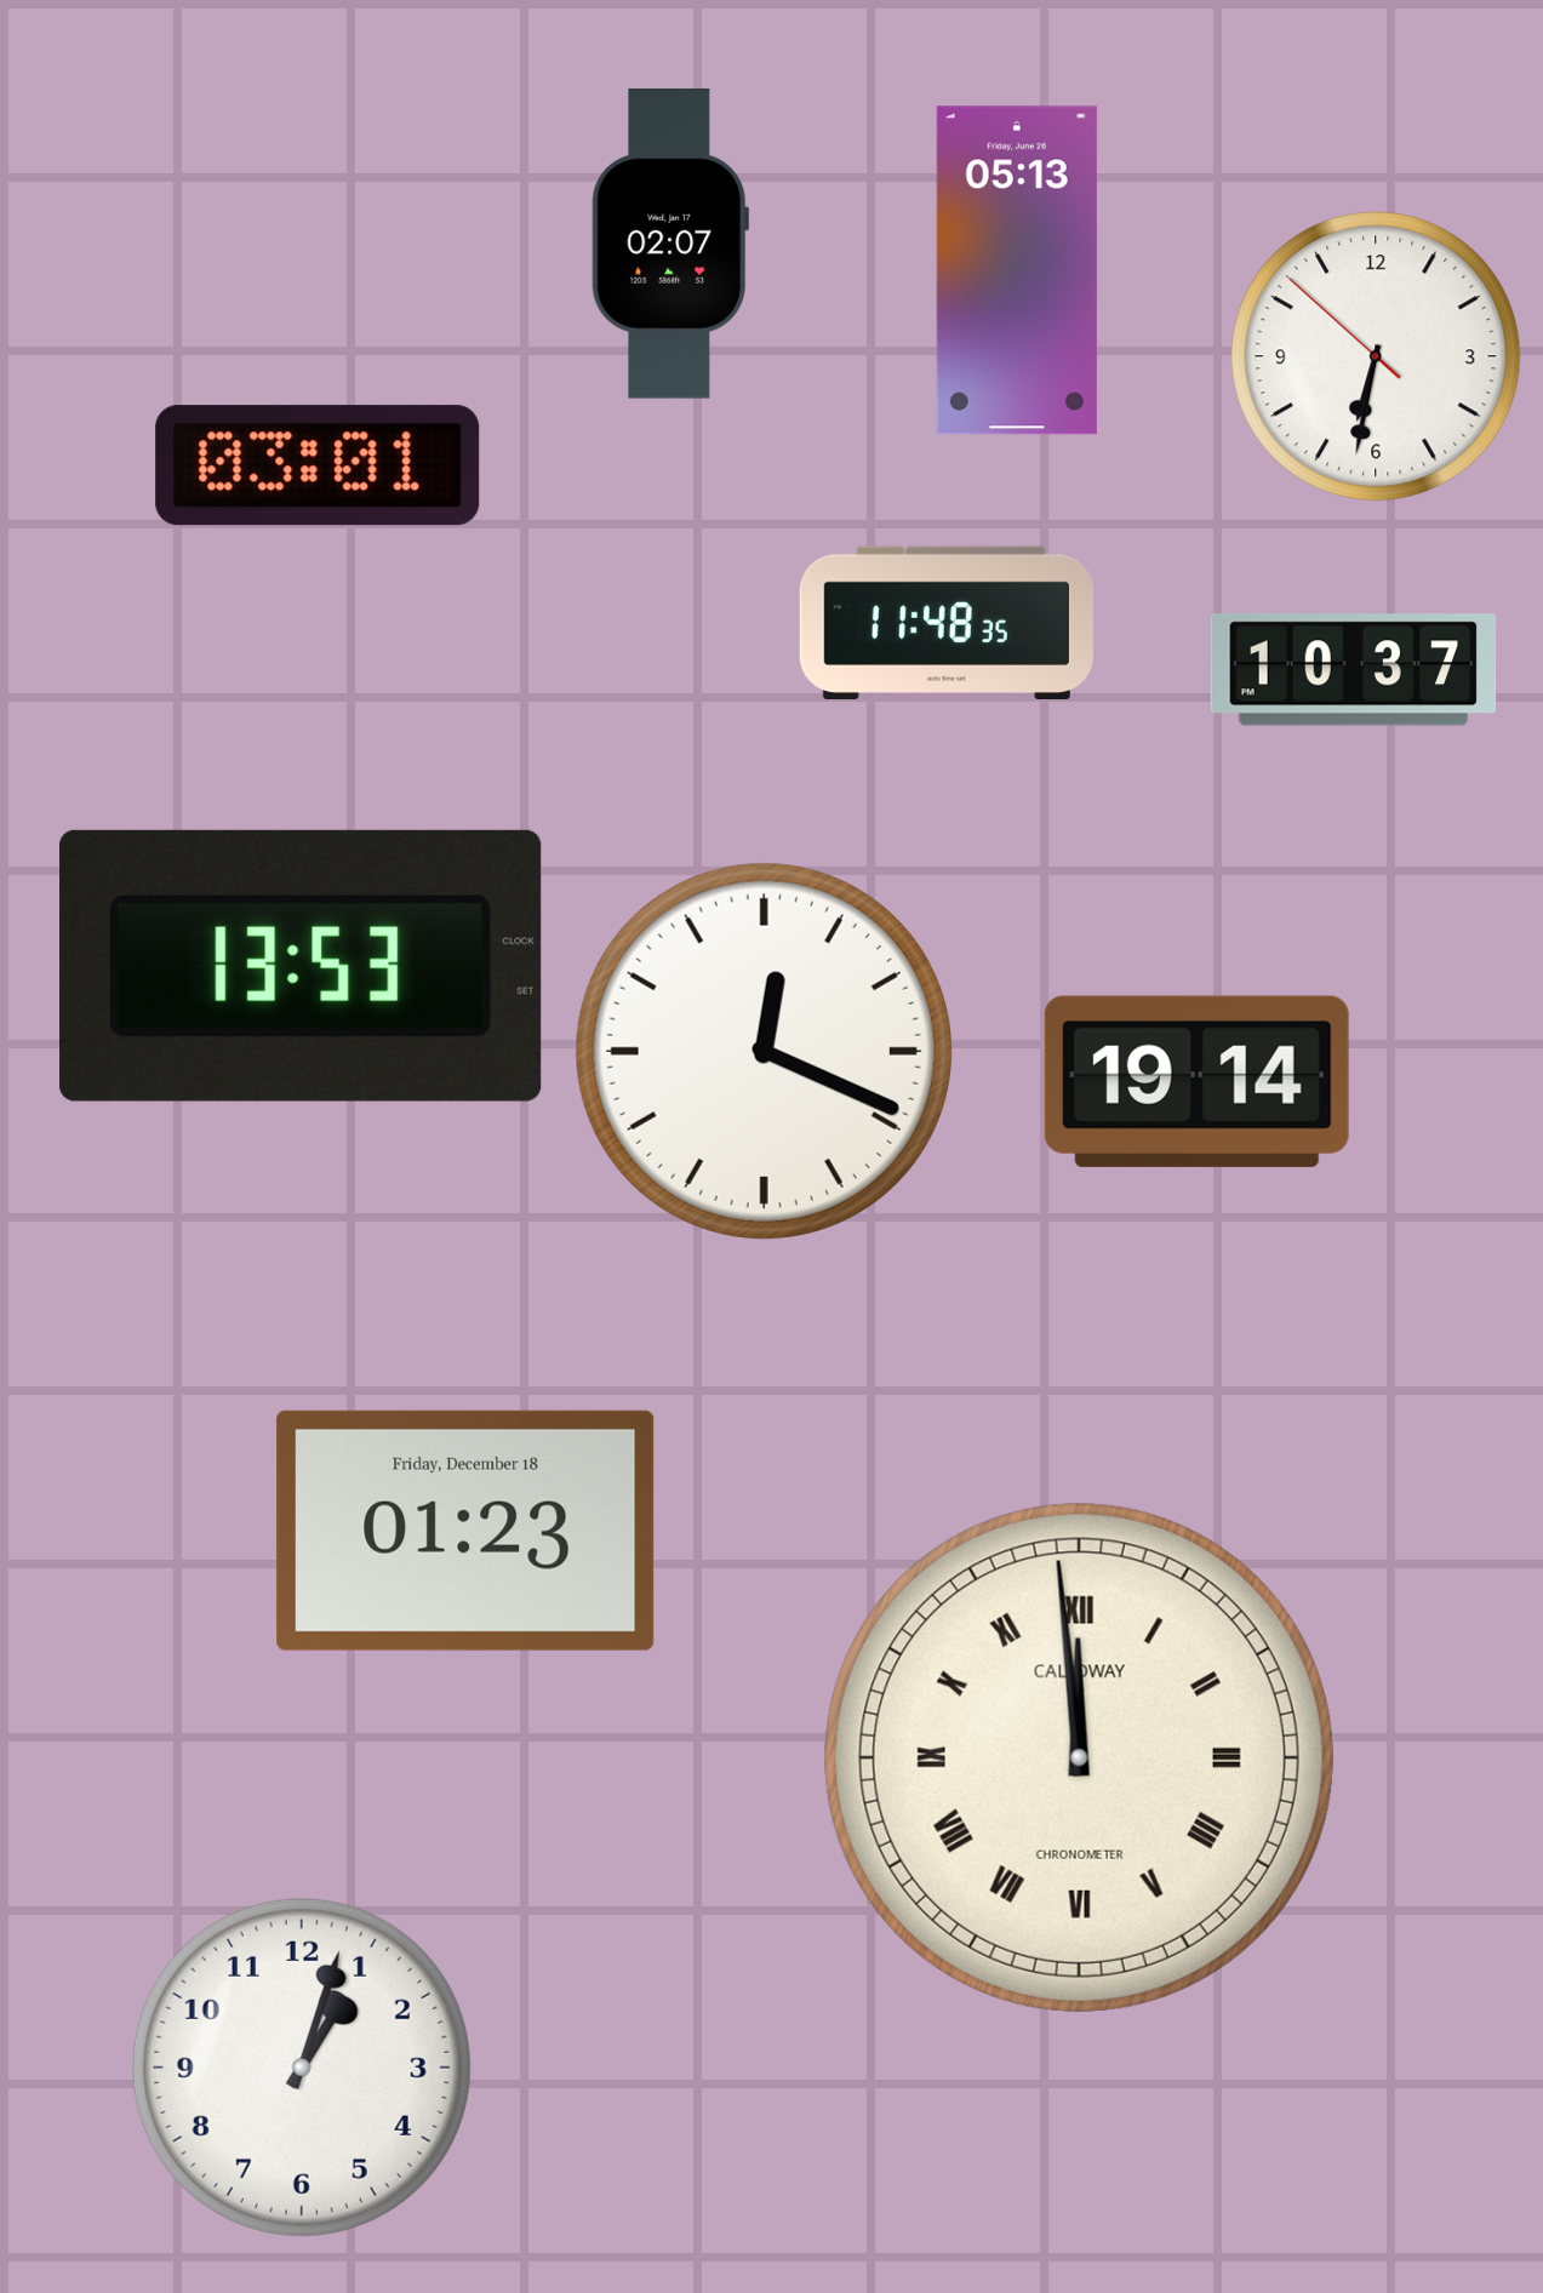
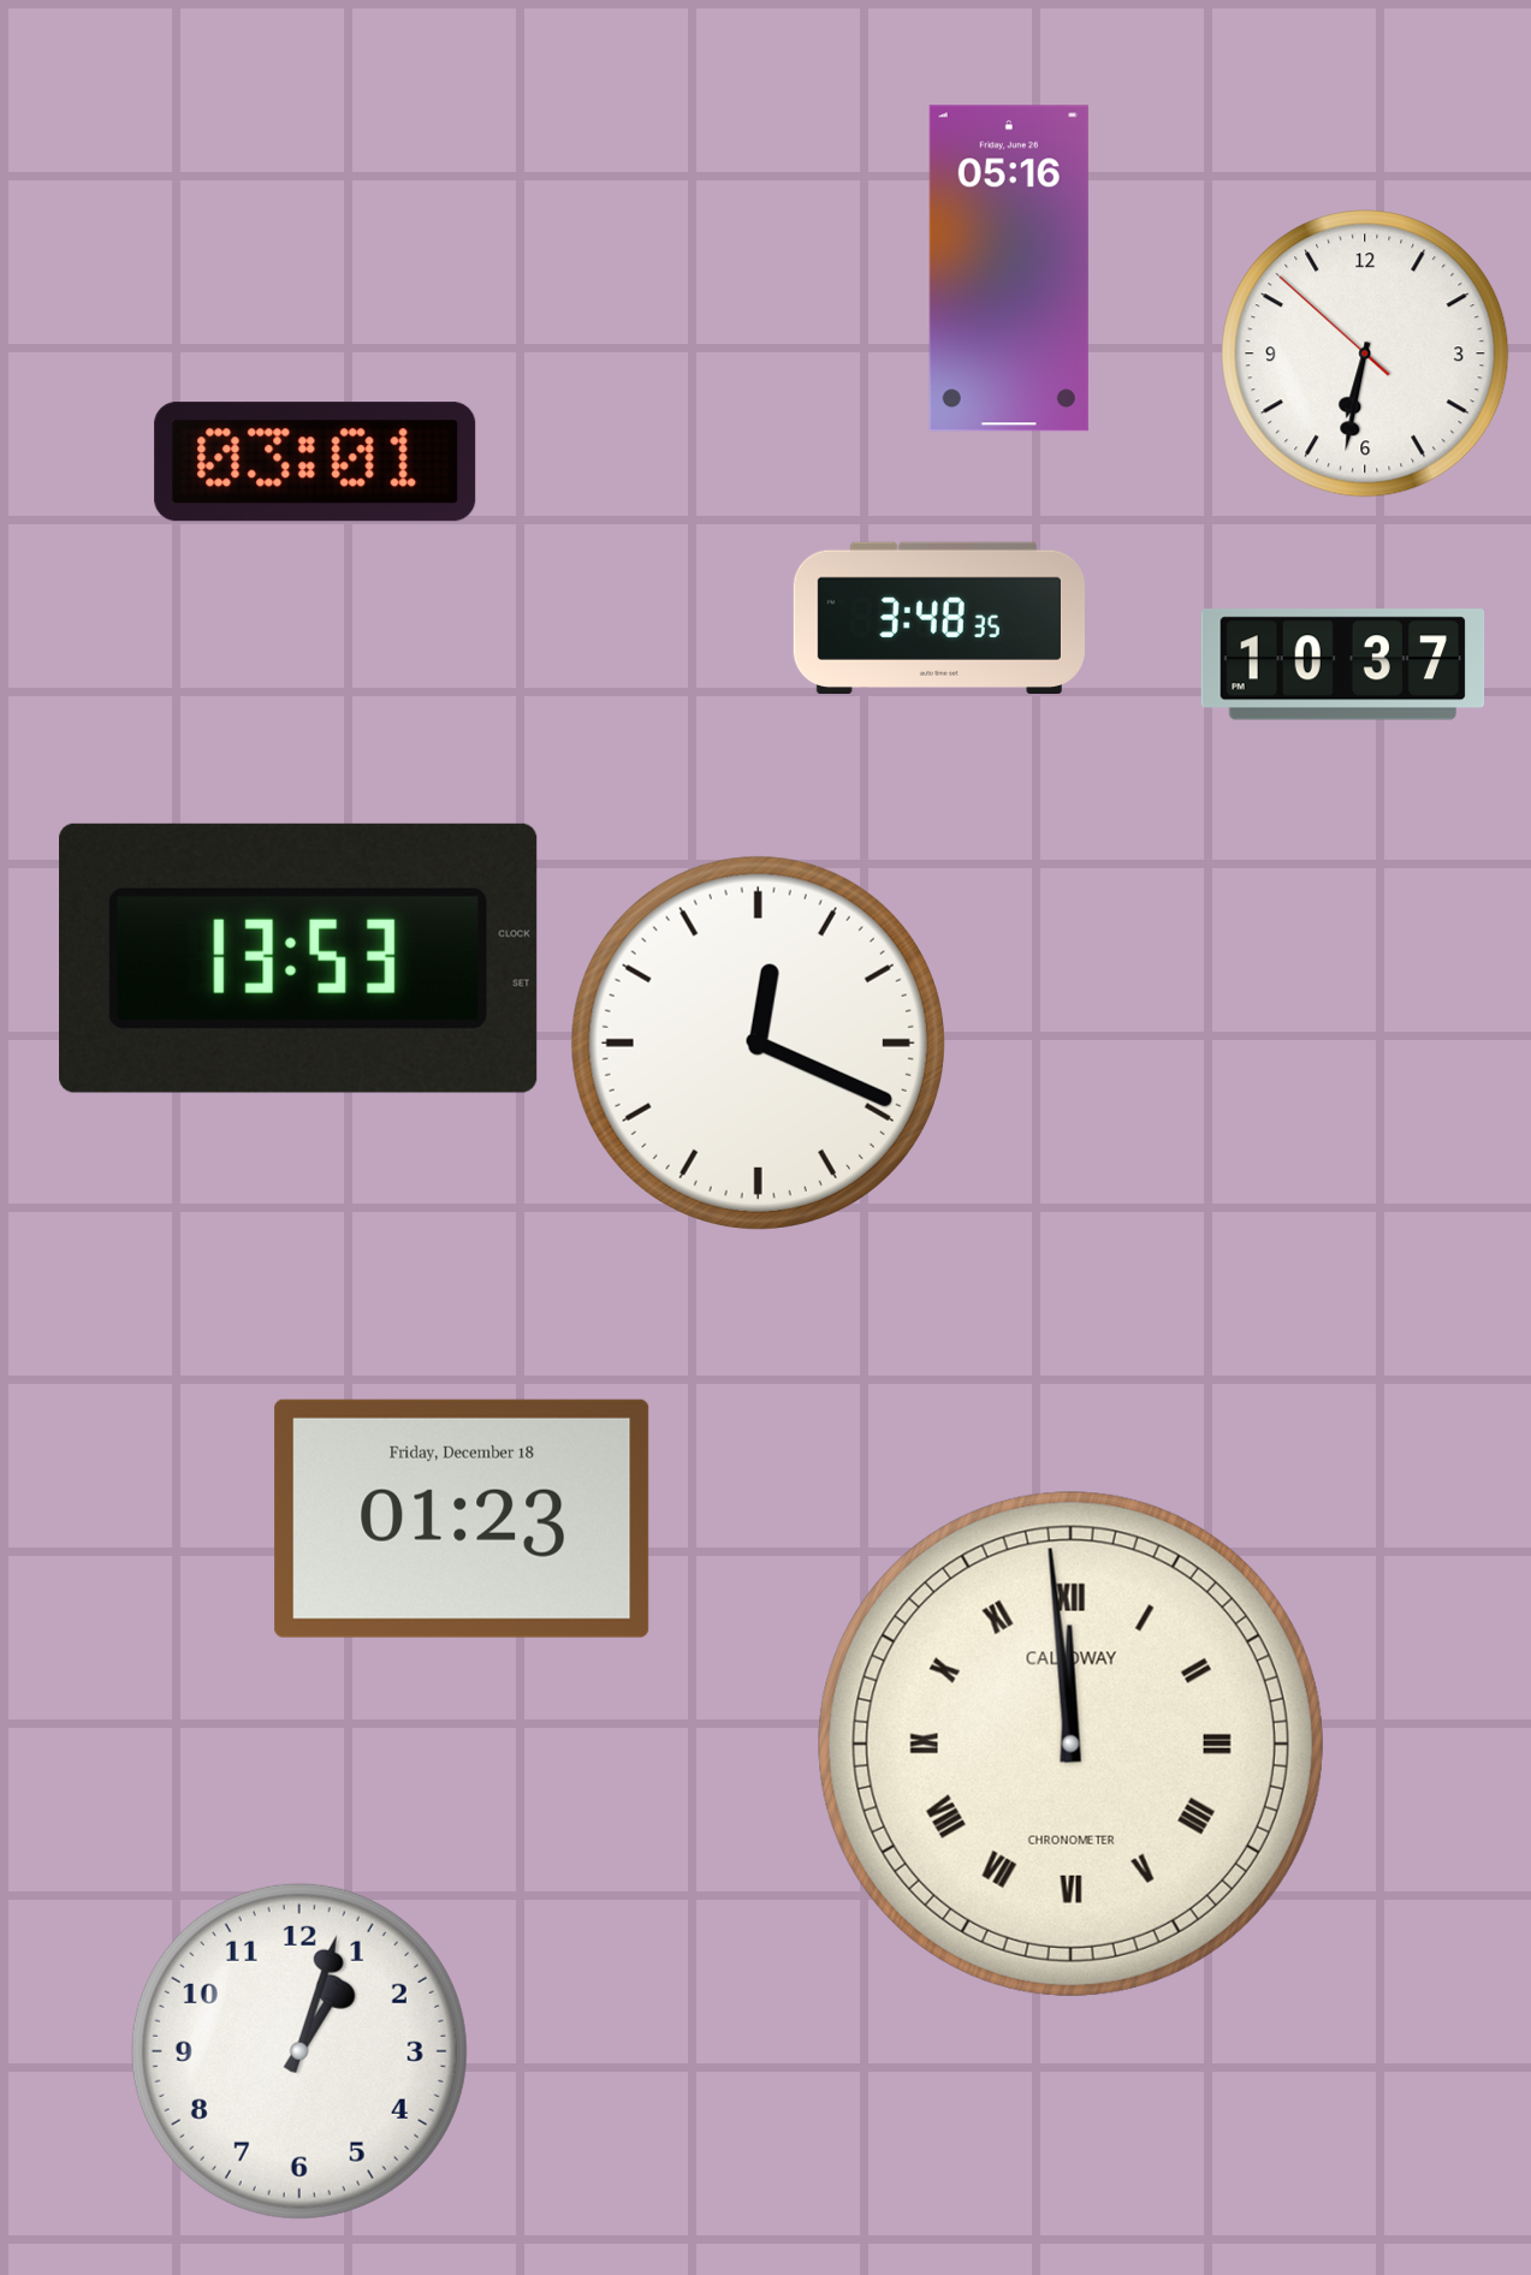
clock at (670, 245): 02:07 -> none
clock at (1017, 270): 05:13 -> 05:16
clock at (947, 622): 11:48 -> 3:48
clock at (1196, 1081): 19:14 -> none
